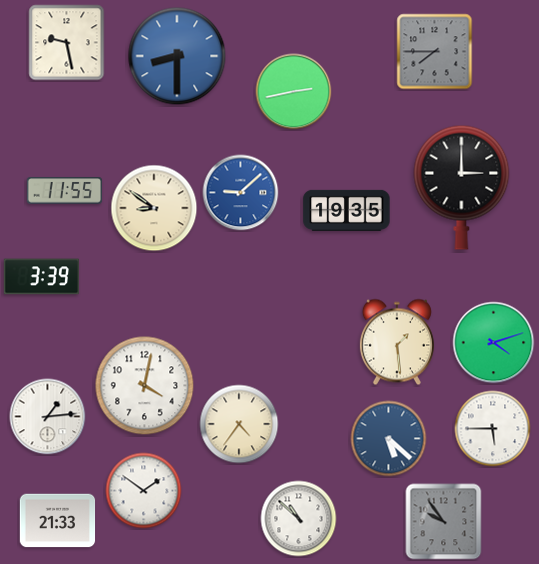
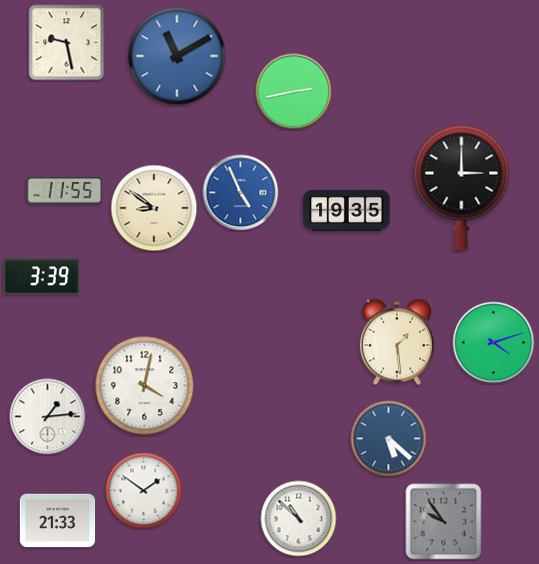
clock at (435, 52): 7:45 -> none
clock at (177, 56): 8:30 -> 11:10
clock at (241, 193): 9:08 -> 4:56
clock at (239, 424): 4:36 -> none
clock at (493, 429): 5:45 -> none
